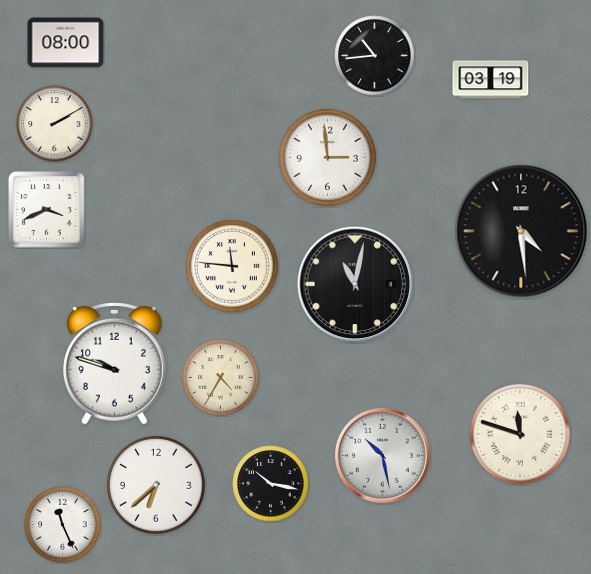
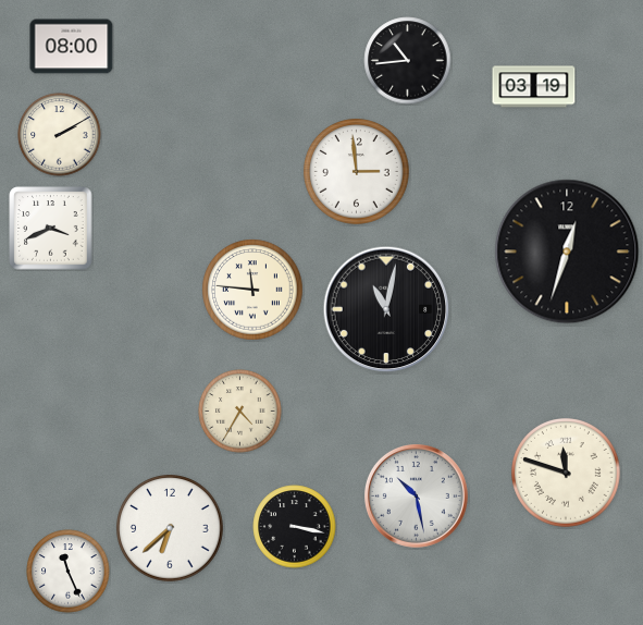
clock at (521, 231): 4:29 -> 12:33
clock at (115, 364): 9:48 -> none
clock at (271, 484): 10:17 -> 3:17
